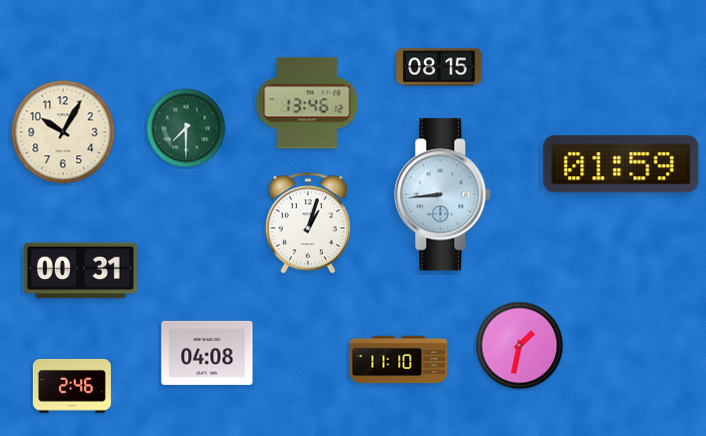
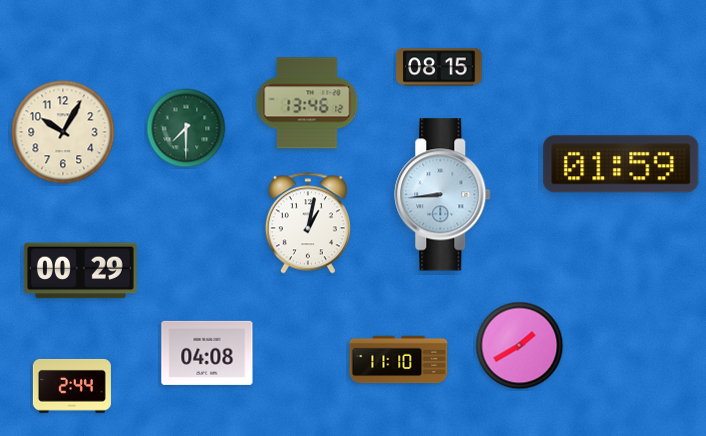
clock at (308, 223): 1:03 -> 1:02
clock at (80, 271): 00:31 -> 00:29
clock at (520, 346): 1:32 -> 1:40
clock at (72, 386): 2:46 -> 2:44
